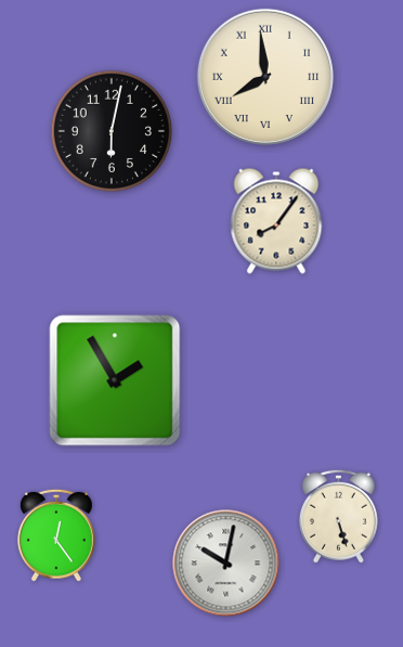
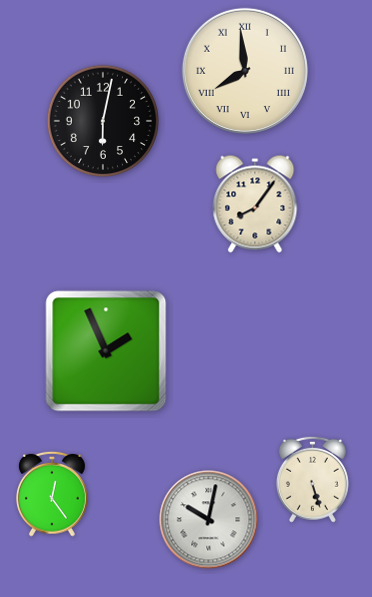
clock at (115, 380): 1:55 -> 1:56
clock at (338, 516) position: (338, 516) -> (312, 479)
